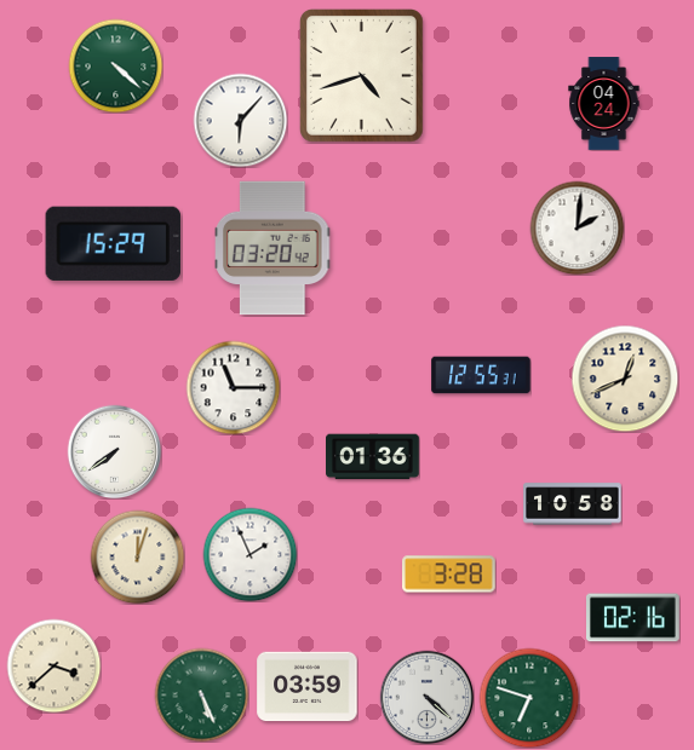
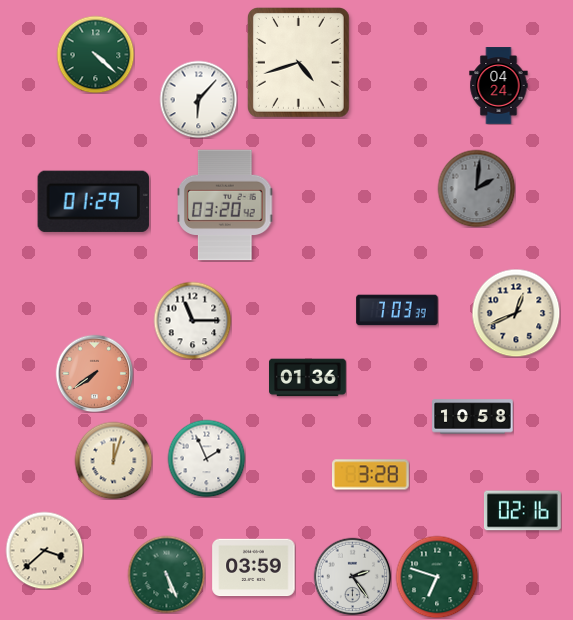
clock at (577, 227) dial: white -> grey
clock at (113, 243): 15:29 -> 01:29
clock at (481, 375): 12:55 -> 7:03
clock at (114, 451) dial: white -> salmon
clock at (426, 697): 4:22 -> 2:24
